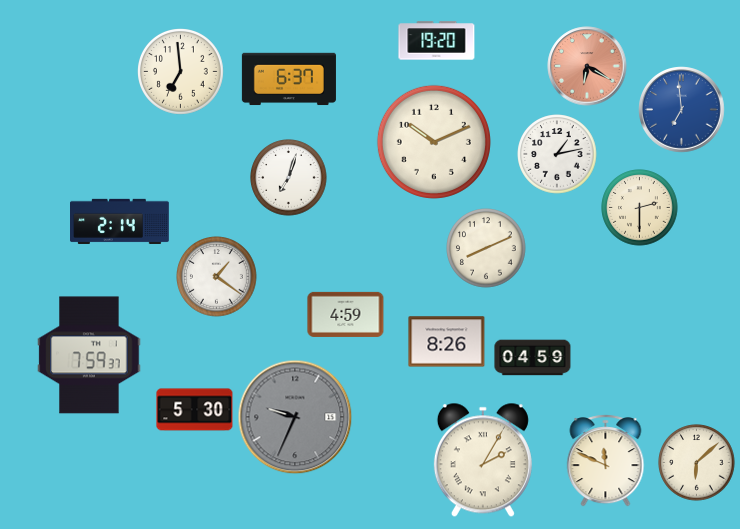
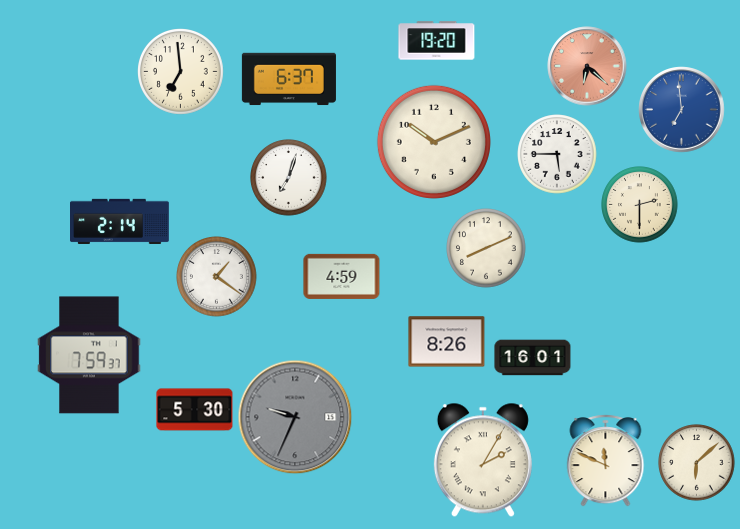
clock at (587, 66): 6:20 -> 6:22
clock at (557, 154): 1:13 -> 5:45
clock at (640, 208) position: (640, 208) -> (640, 205)
clock at (346, 314) position: (346, 314) -> (342, 276)
clock at (533, 358): 04:59 -> 16:01
